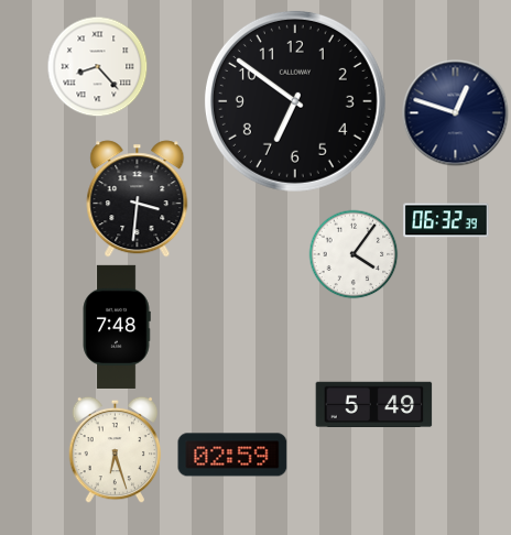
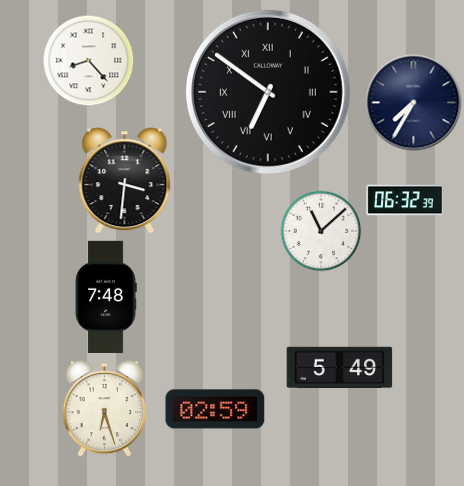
clock at (295, 101) numerals: Arabic -> Roman
clock at (456, 113): 12:48 -> 7:35
clock at (354, 254): 4:06 -> 11:08
clock at (232, 455) position: (232, 455) -> (215, 409)
